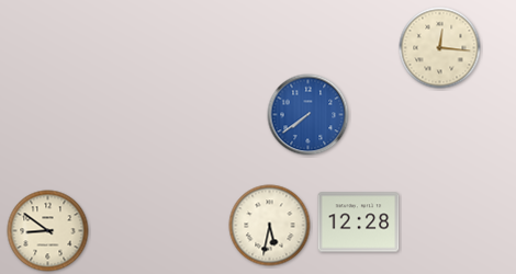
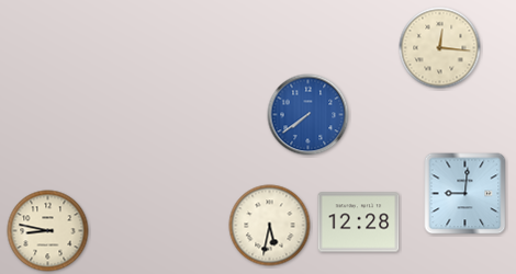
clock at (465, 194): none -> 9:01
clock at (48, 231): 8:51 -> 8:47
